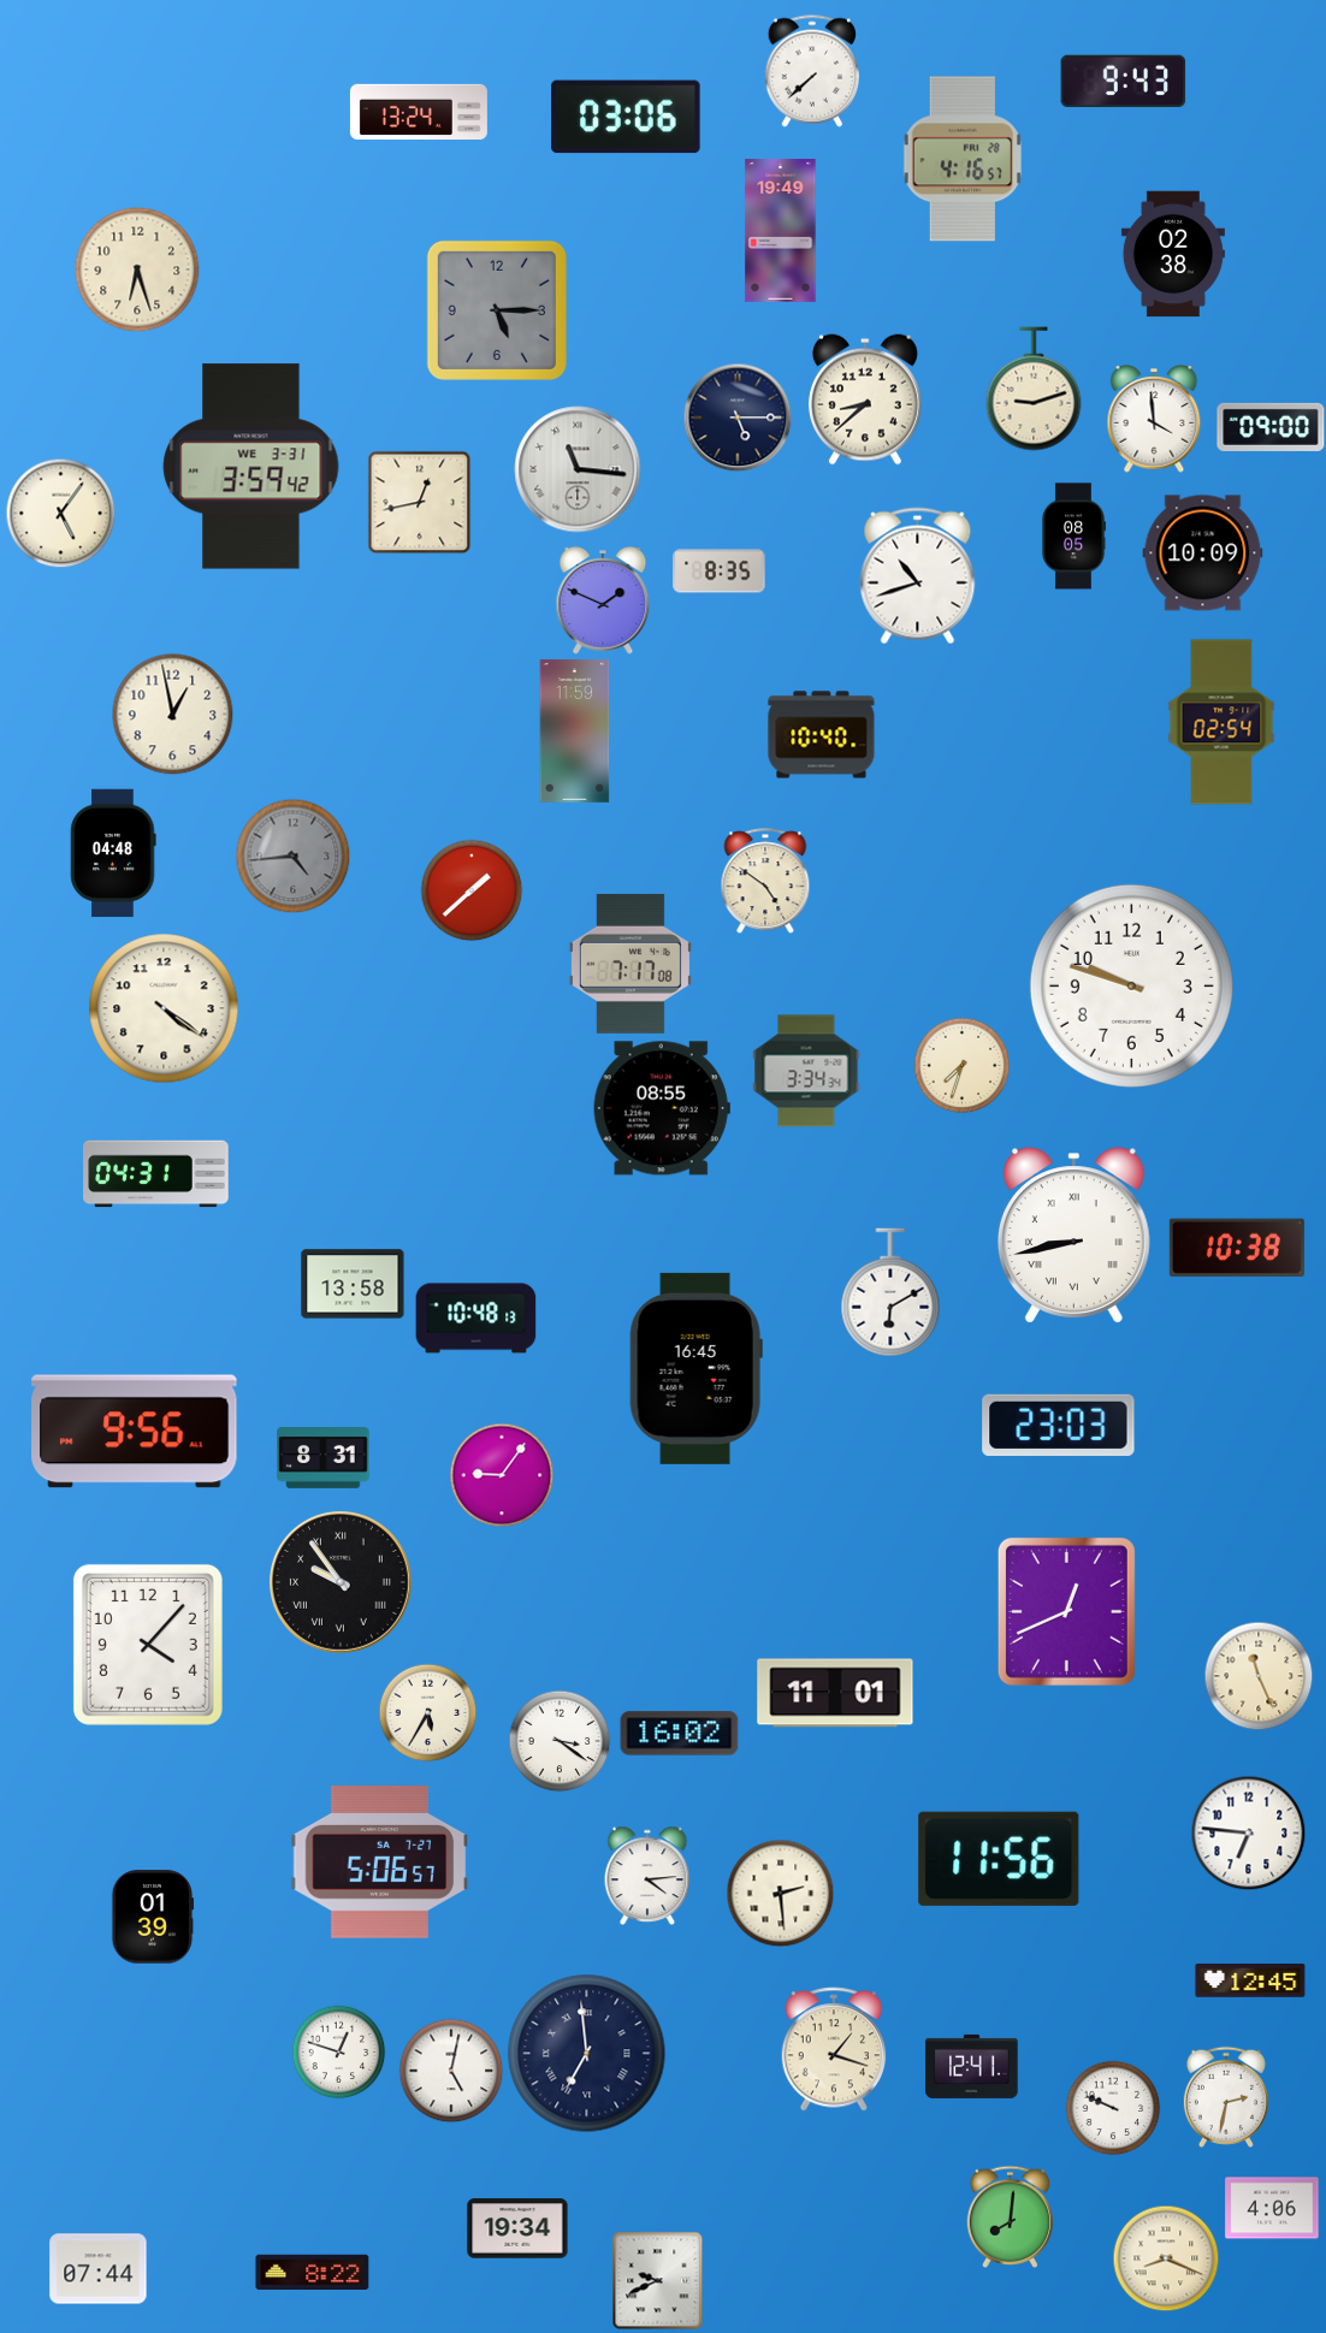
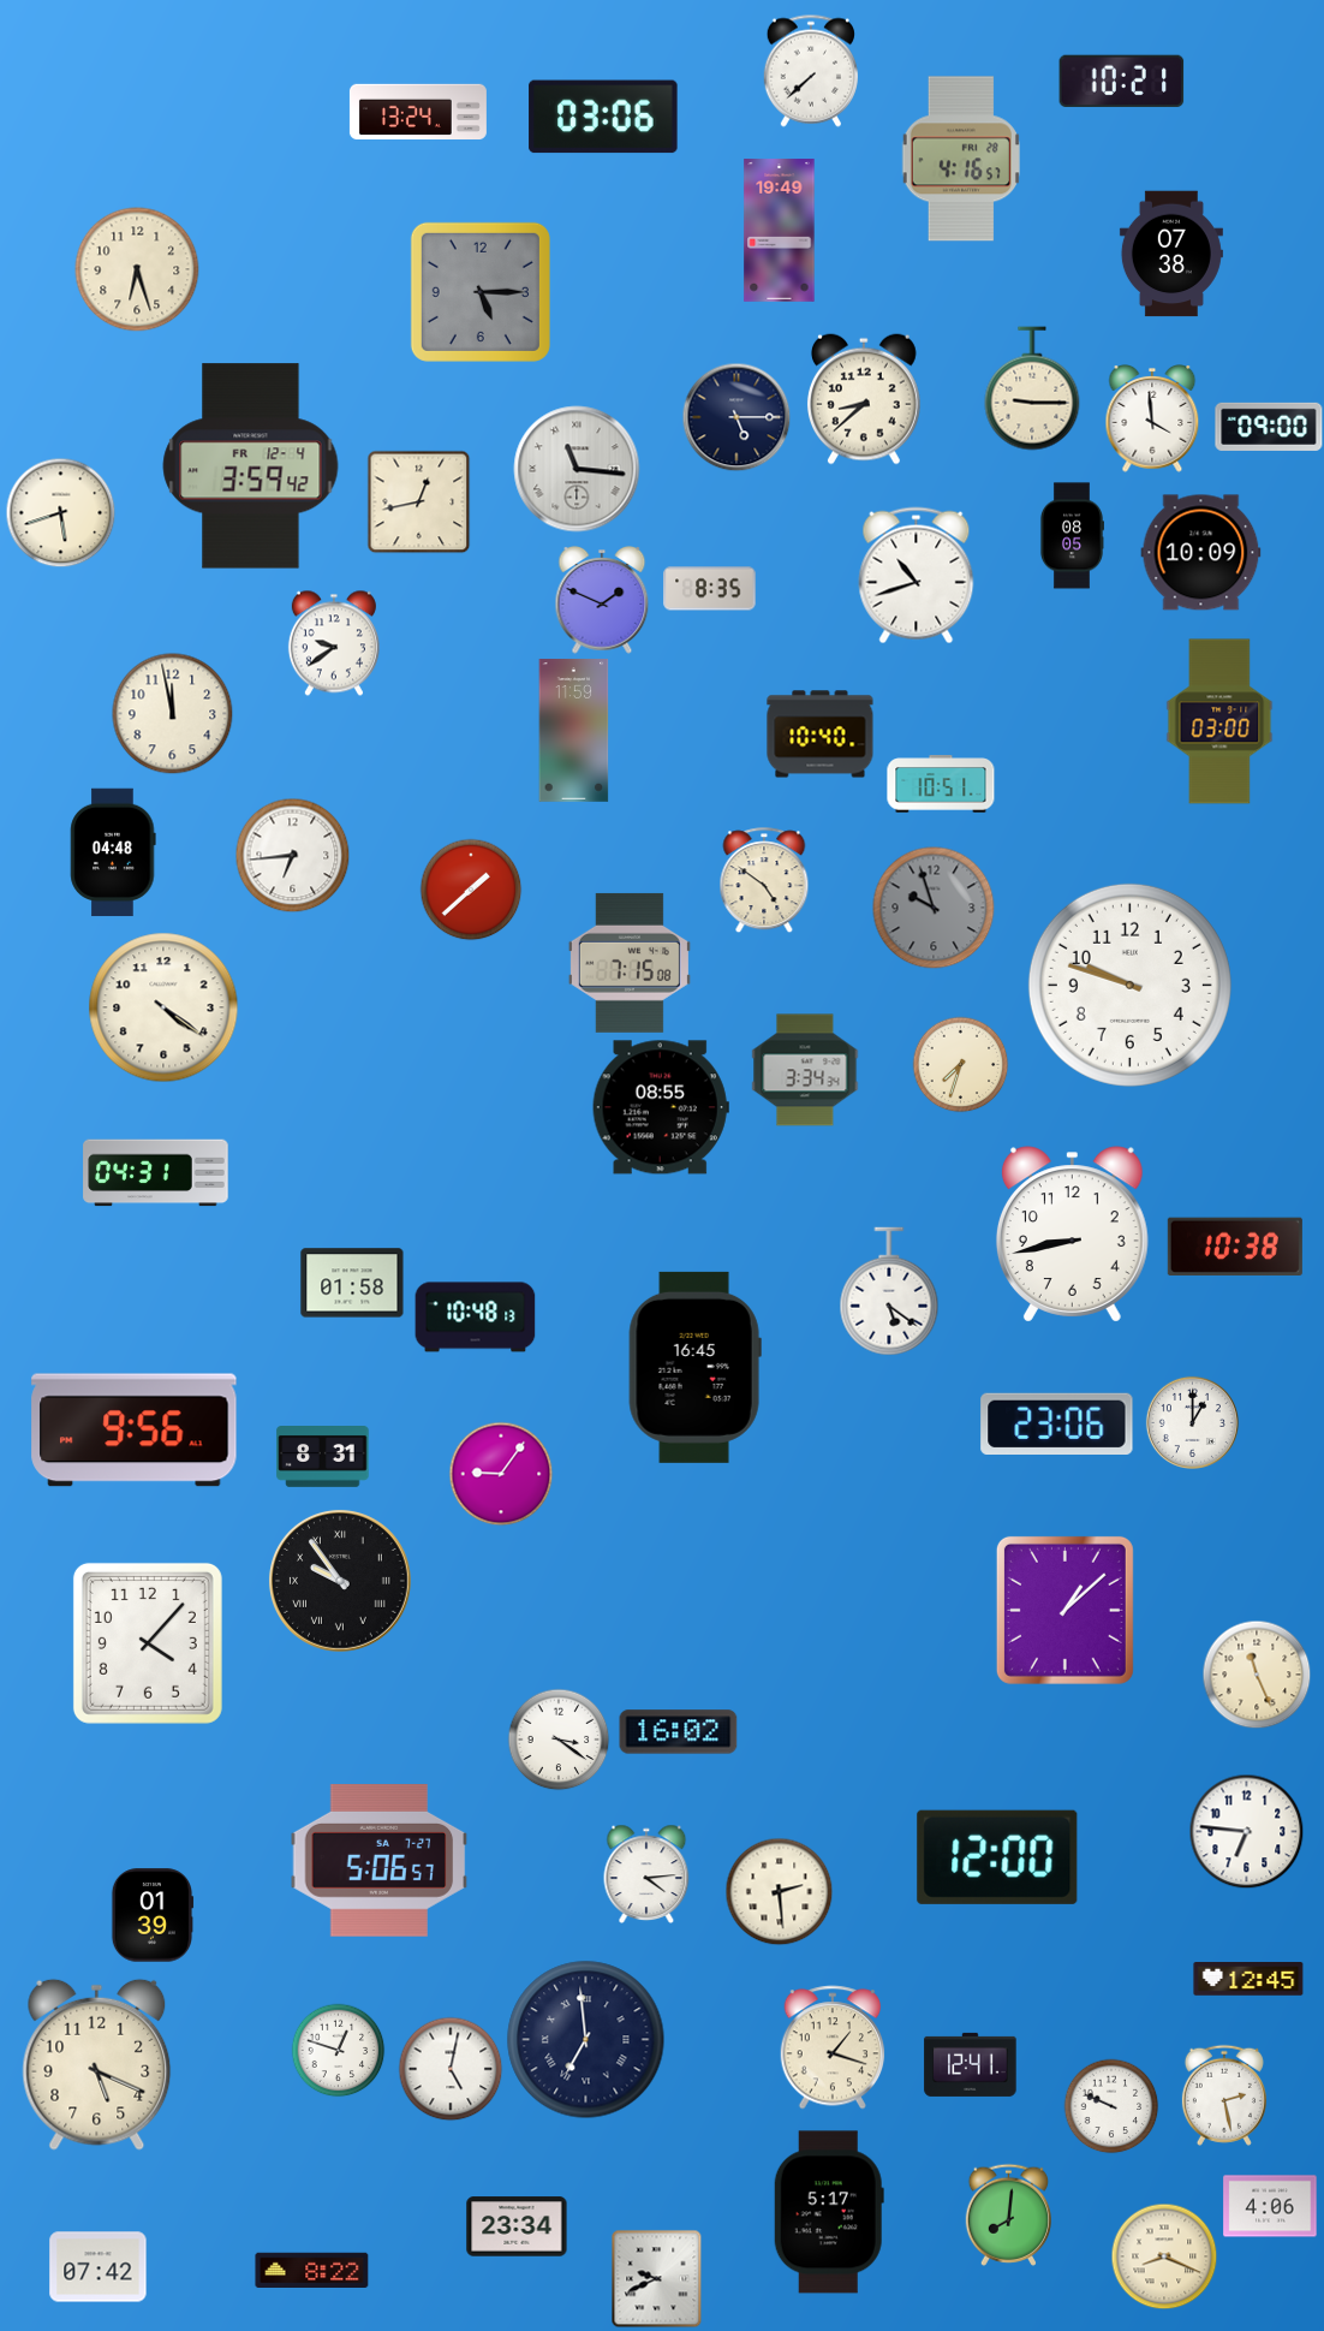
clock at (1124, 81): 9:43 -> 10:21
clock at (626, 117) position: (626, 117) -> (603, 117)
clock at (1173, 254): 02:38 -> 07:38
clock at (497, 310) position: (497, 310) -> (481, 292)
clock at (1034, 389): 9:12 -> 9:15
clock at (251, 467) date: WE 3-31 -> FR 12-4
clock at (60, 513): 5:06 -> 5:42
clock at (720, 572) position: (720, 572) -> (710, 589)
clock at (334, 643): none -> 9:39
clock at (173, 715): 12:58 -> 11:58
clock at (1221, 722): 02:54 -> 03:00
clock at (941, 784): none -> 10:51
clock at (292, 855): 4:44 -> 6:44
clock at (292, 855) dial: grey -> white
clock at (934, 908): none -> 9:57
clock at (631, 964): 7:17 -> 7:15
clock at (1073, 1236) numerals: Roman -> Arabic
clock at (353, 1284): 13:58 -> 01:58
clock at (890, 1292): 6:10 -> 5:21
clock at (1192, 1422): none -> 1:00
clock at (1059, 1425): 23:03 -> 23:06
clock at (1066, 1611): 12:41 -> 1:08
clock at (835, 1693): 11:01 -> none
clock at (427, 1712): 5:35 -> none
clock at (999, 1859): 11:56 -> 12:00
clock at (587, 2054) position: (587, 2054) -> (586, 2040)
clock at (97, 2064): none -> 5:19
clock at (1226, 2097): 2:32 -> 2:28
clock at (829, 2212): none -> 5:17
clock at (517, 2228): 19:34 -> 23:34
clock at (99, 2269): 07:44 -> 07:42
